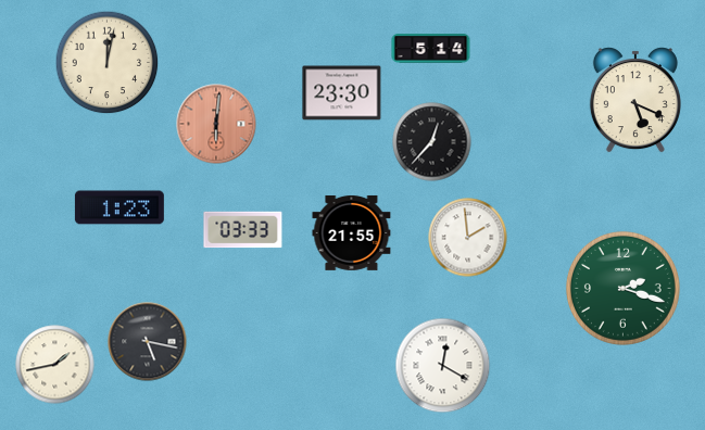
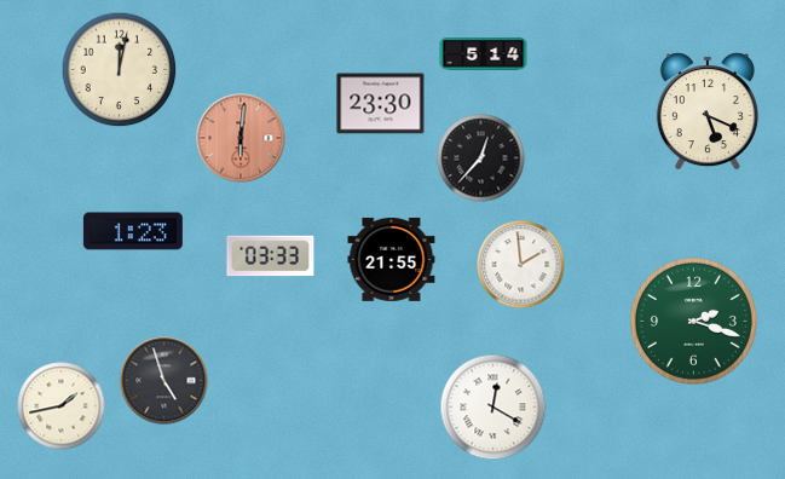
clock at (431, 49) position: (431, 49) -> (484, 54)
clock at (148, 342): 5:17 -> 4:57
